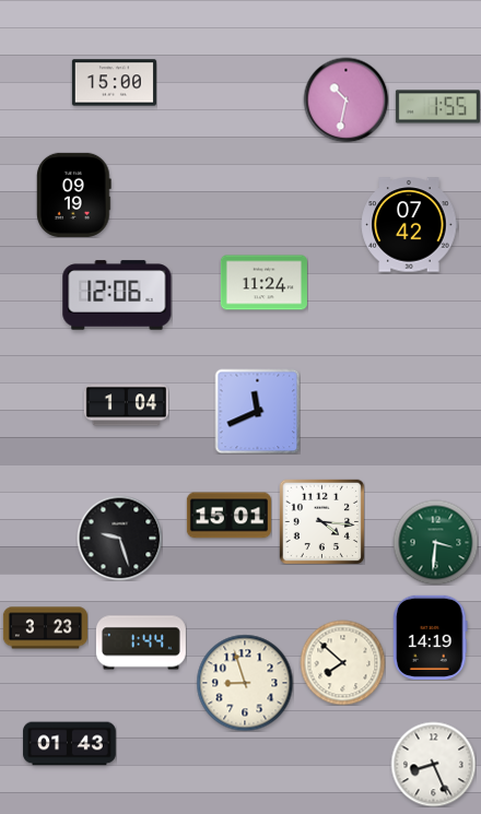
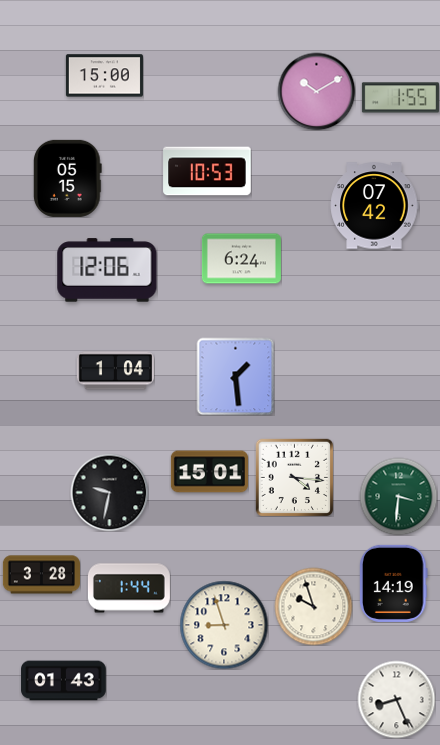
clock at (345, 99): 10:32 -> 10:10
clock at (207, 171): none -> 10:53
clock at (73, 194): 09:19 -> 05:15
clock at (263, 283): 11:24 -> 6:24
clock at (257, 411): 11:41 -> 1:29
clock at (119, 538): 9:27 -> 9:32
clock at (45, 628): 3:23 -> 3:28
clock at (342, 662): 7:52 -> 9:57
